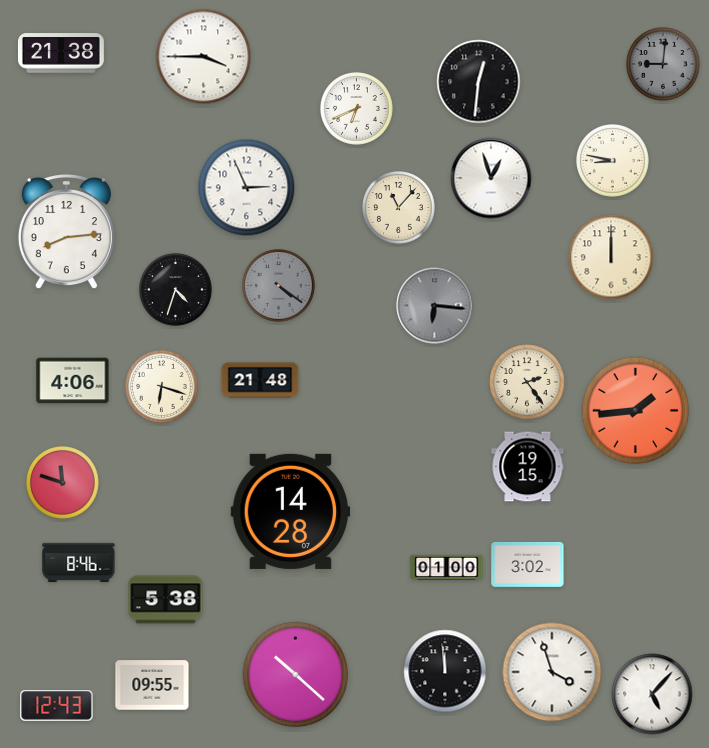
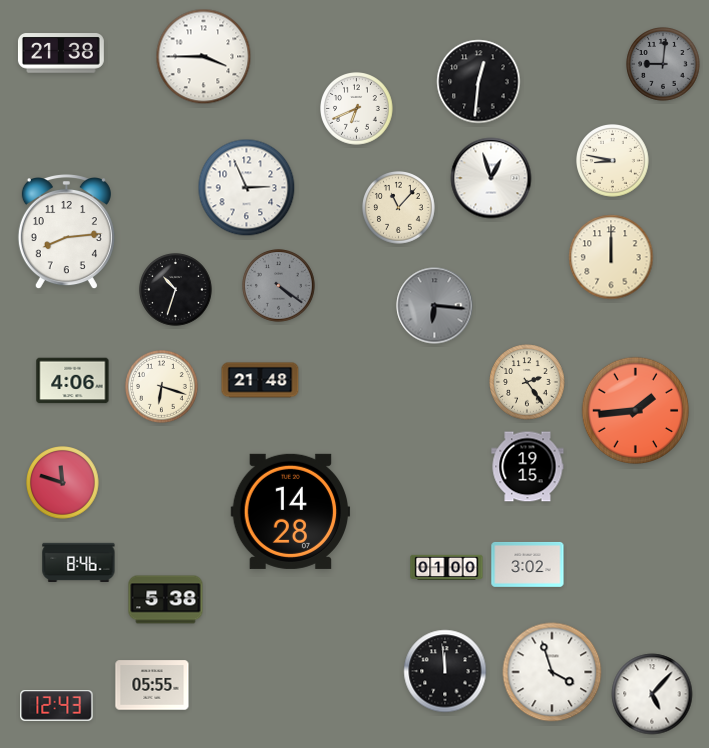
clock at (176, 290): 4:33 -> 10:33
clock at (296, 675): 10:22 -> none
clock at (152, 685): 09:55 -> 05:55
